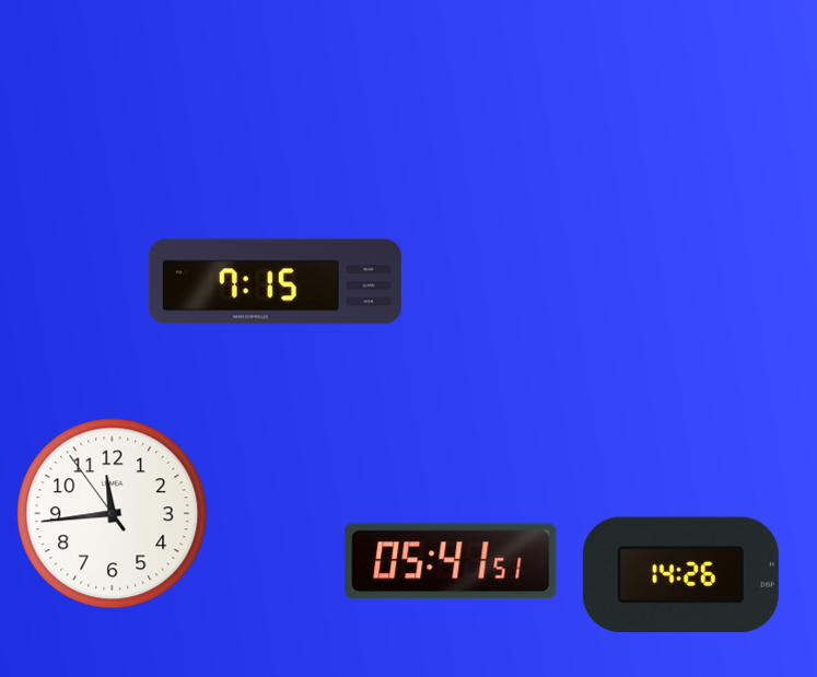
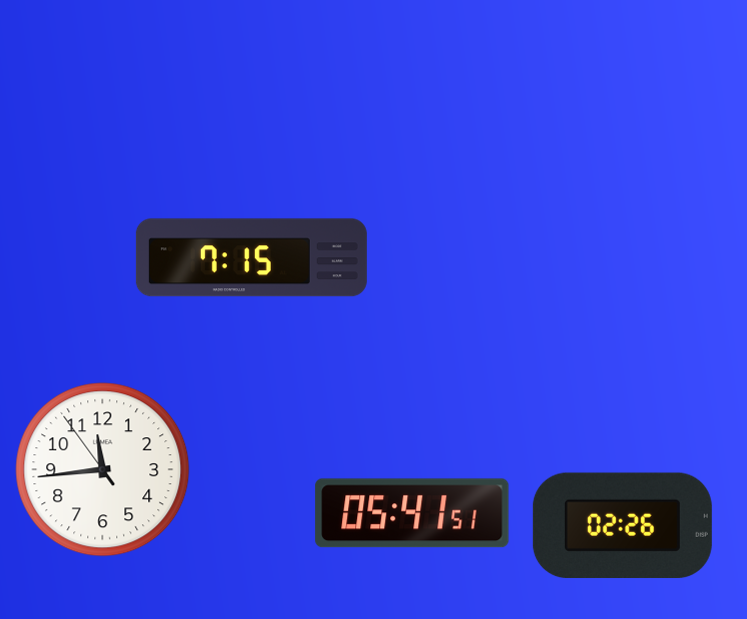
clock at (680, 575): 14:26 -> 02:26
